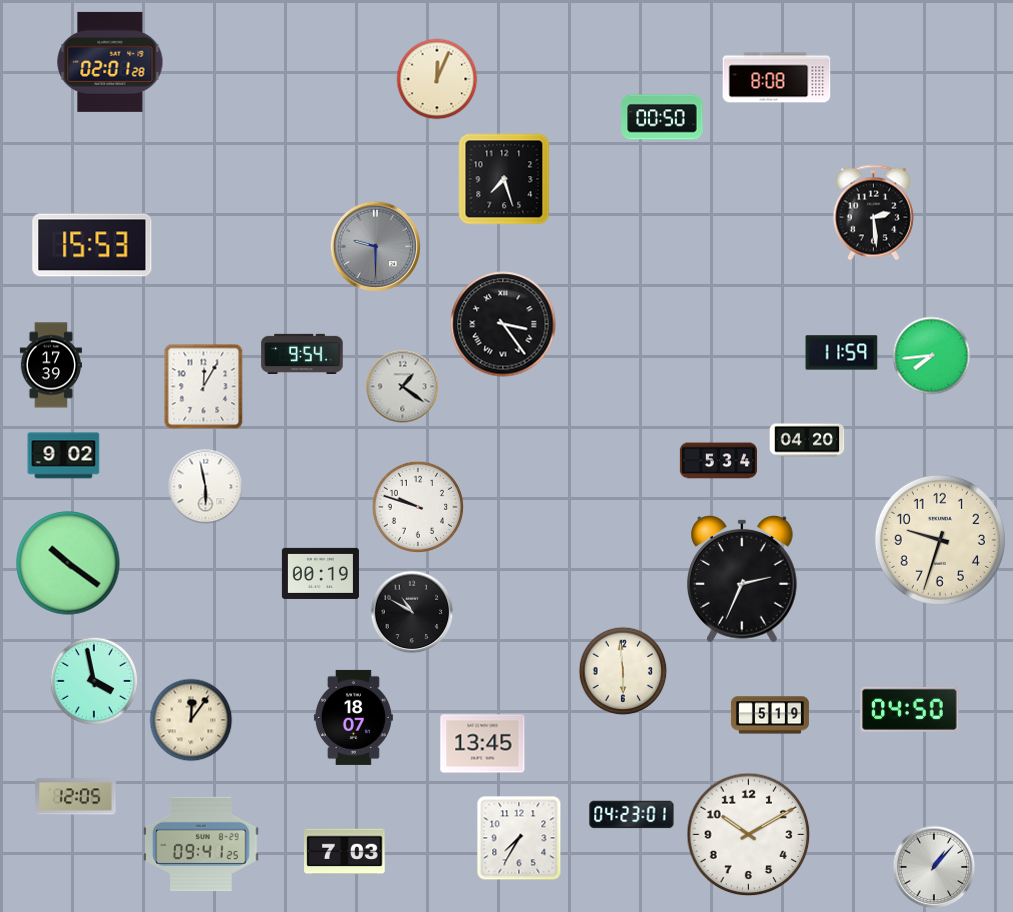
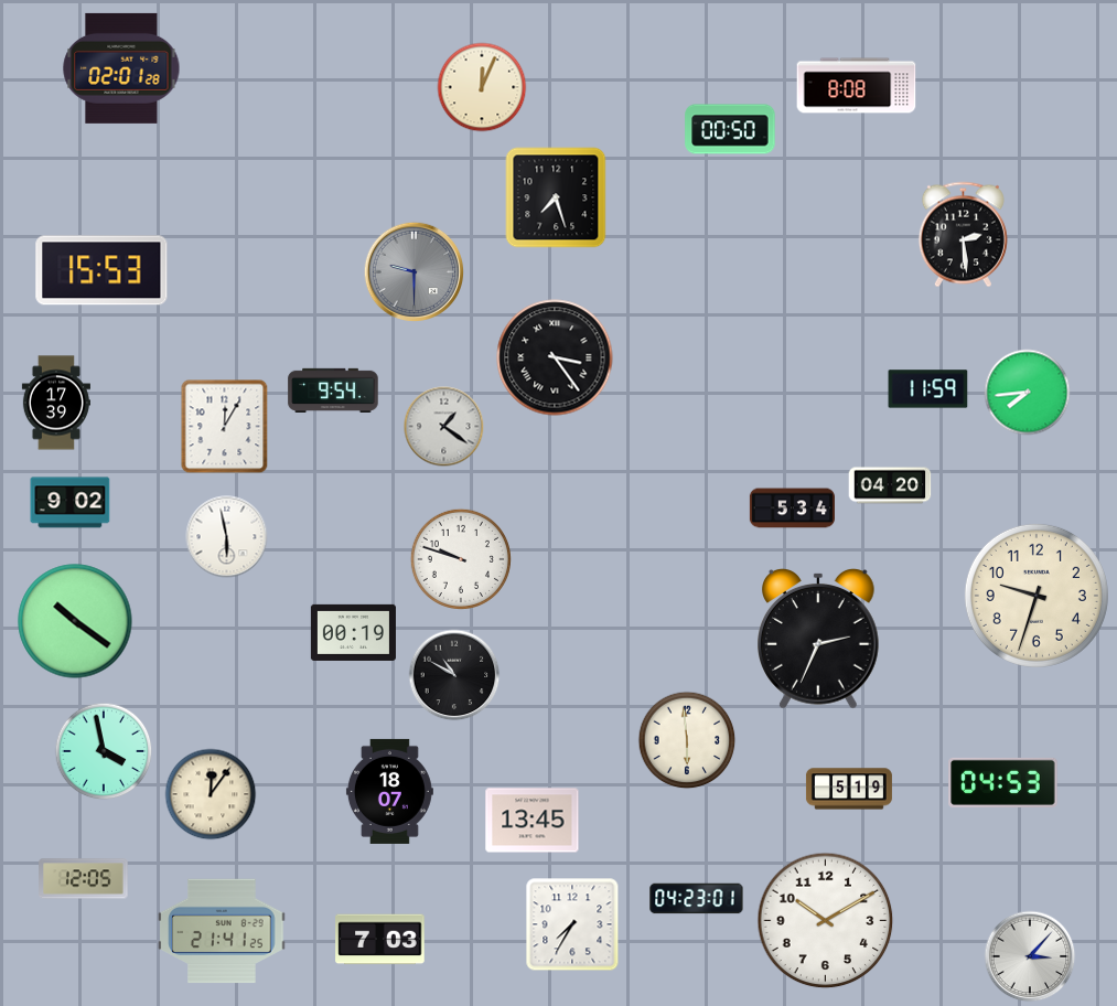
clock at (910, 709): 04:50 -> 04:53
clock at (201, 844): 09:41 -> 21:41
clock at (934, 867): 1:07 -> 3:07
